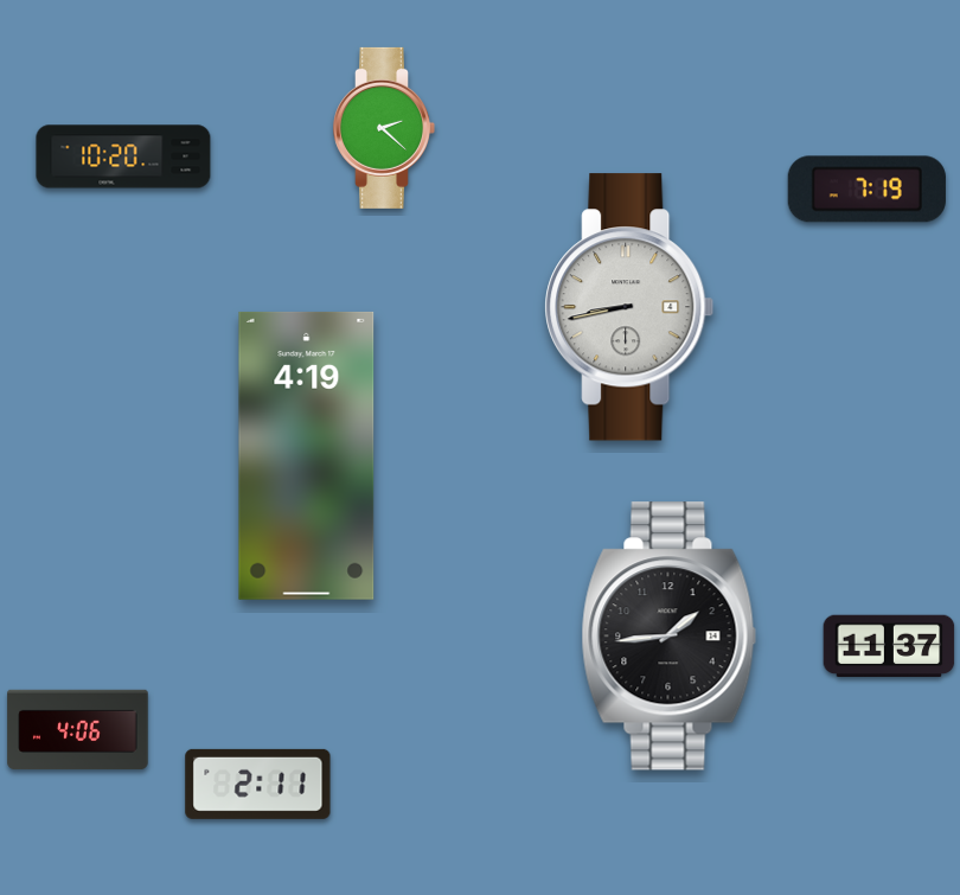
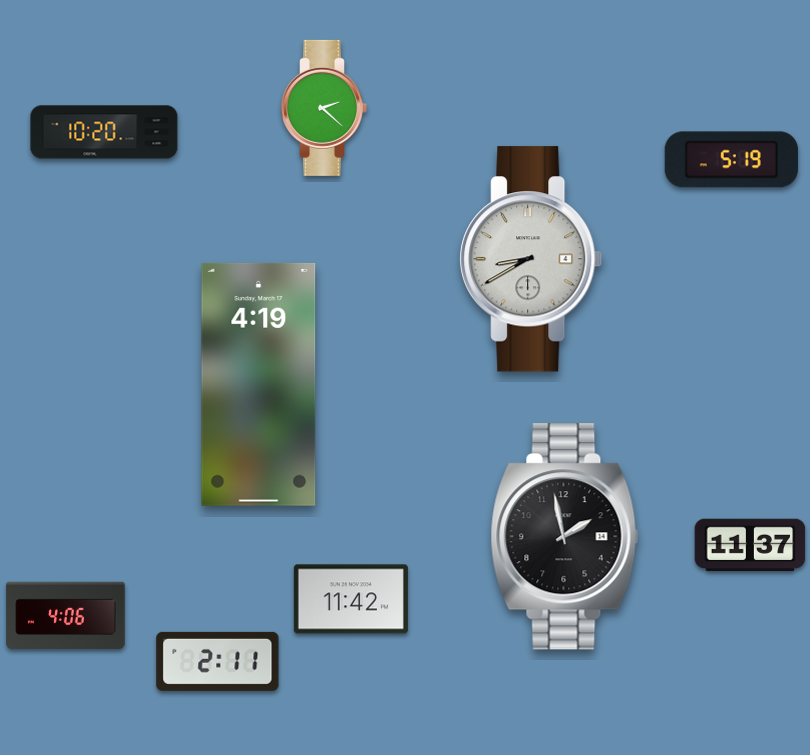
clock at (866, 190): 7:19 -> 5:19
clock at (629, 307): 8:43 -> 8:40
clock at (670, 637): 1:44 -> 1:58
clock at (351, 599): none -> 11:42
